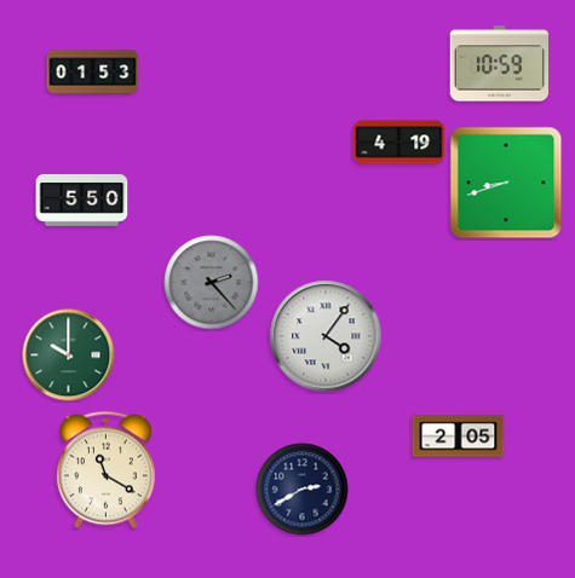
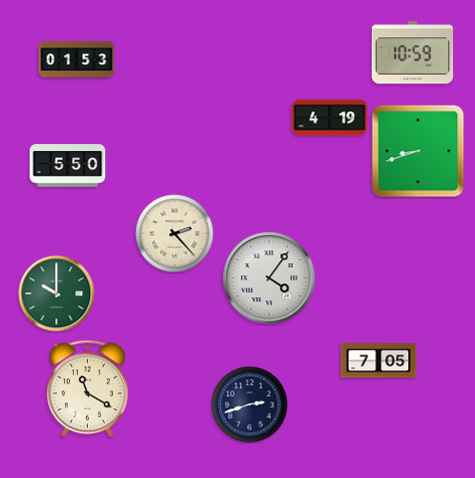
clock at (212, 283) dial: grey -> cream
clock at (459, 437): 2:05 -> 7:05
clock at (303, 490): 2:40 -> 2:42
